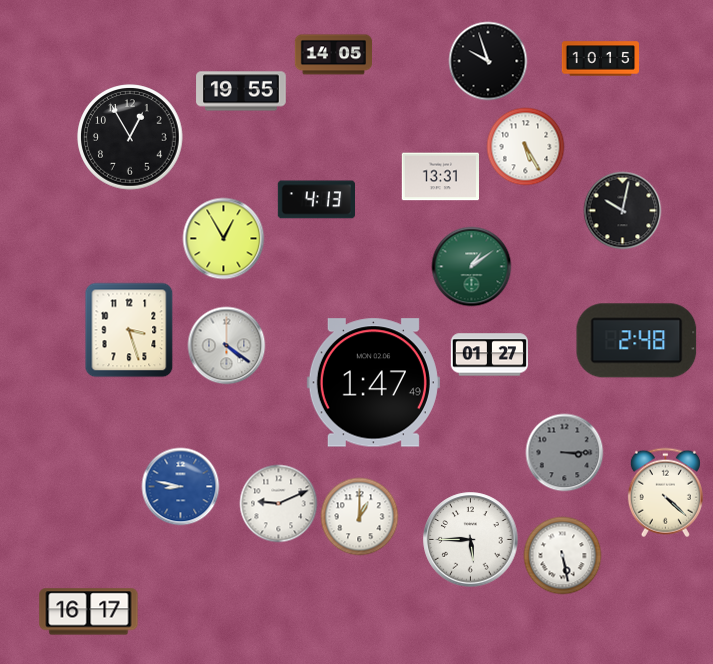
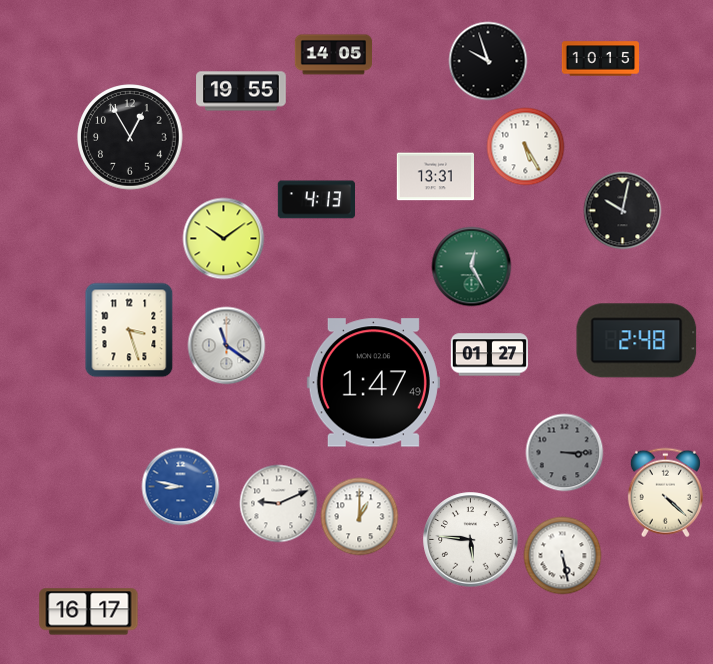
clock at (440, 177) position: (440, 177) -> (435, 177)
clock at (223, 238): 12:55 -> 10:09
clock at (471, 266): 1:09 -> 12:25
clock at (226, 345): 4:21 -> 11:21
clock at (471, 540): 5:45 -> 5:46
